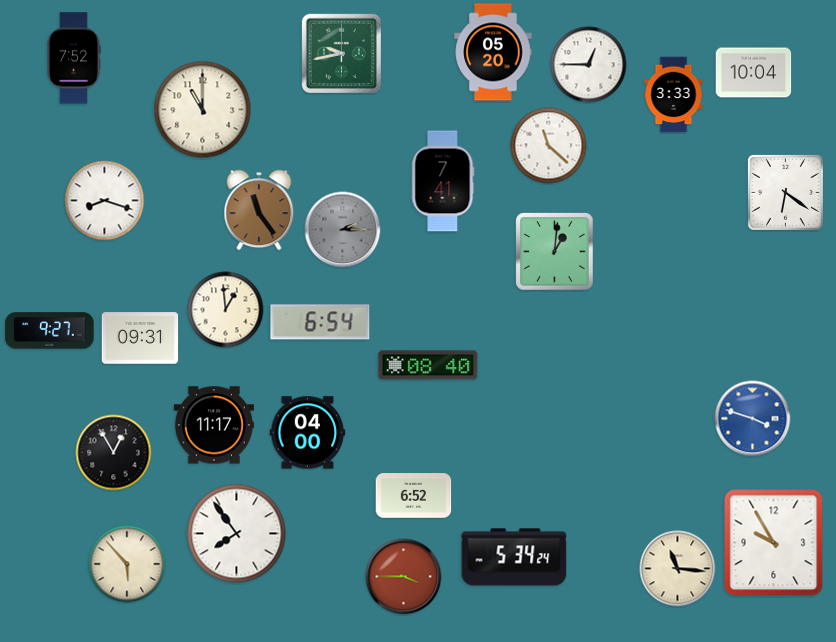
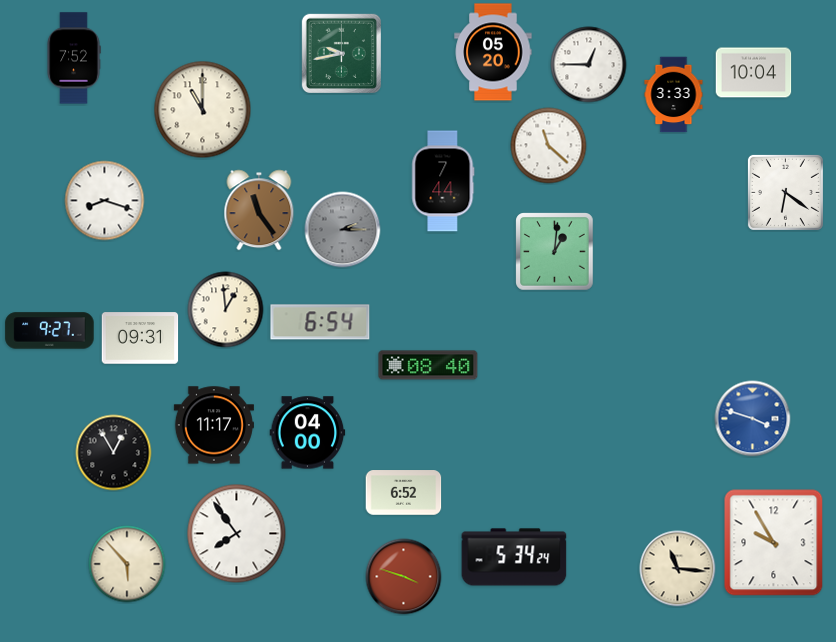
clock at (443, 181): 7:41 -> 7:44
clock at (414, 496) position: (414, 496) -> (404, 493)
clock at (404, 577): 3:45 -> 3:48
